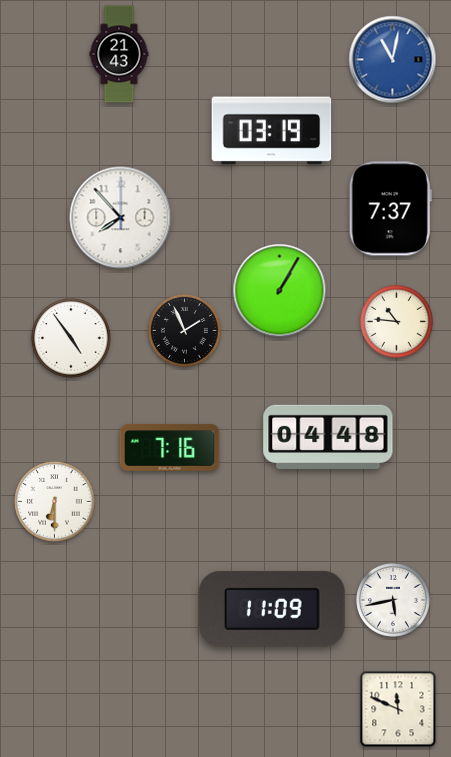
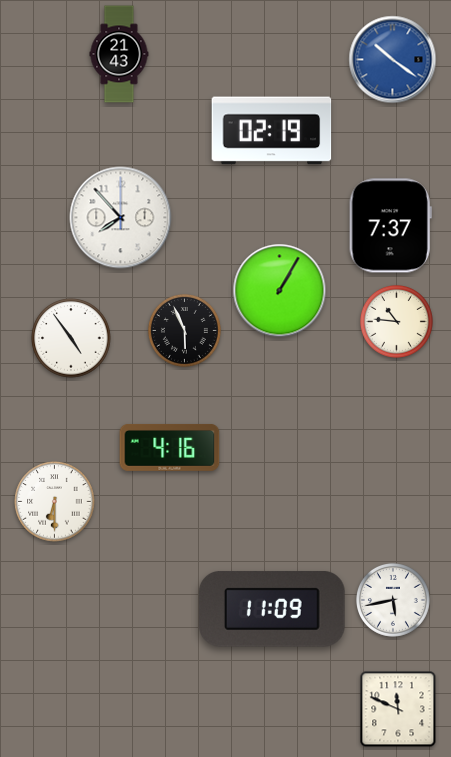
clock at (393, 60): 11:02 -> 10:21
clock at (272, 131): 03:19 -> 02:19
clock at (390, 209) position: (390, 209) -> (390, 226)
clock at (184, 330): 1:56 -> 5:56
clock at (328, 437): 04:48 -> none
clock at (170, 447): 7:16 -> 4:16
